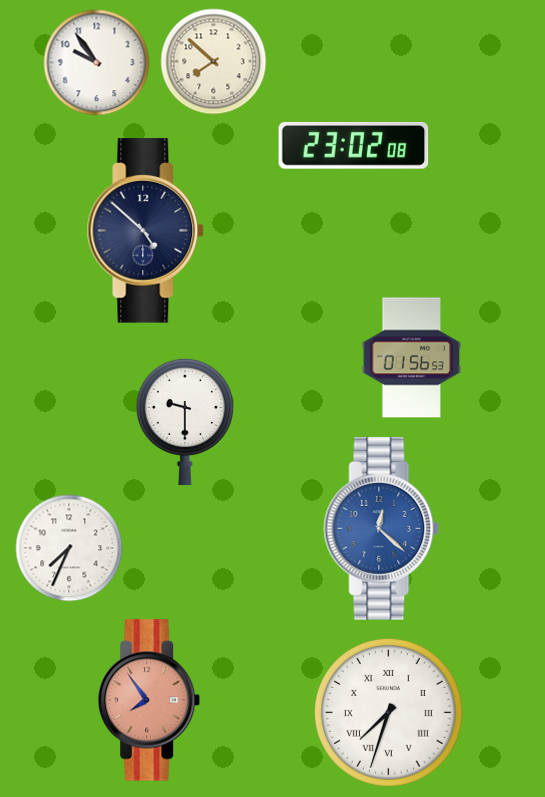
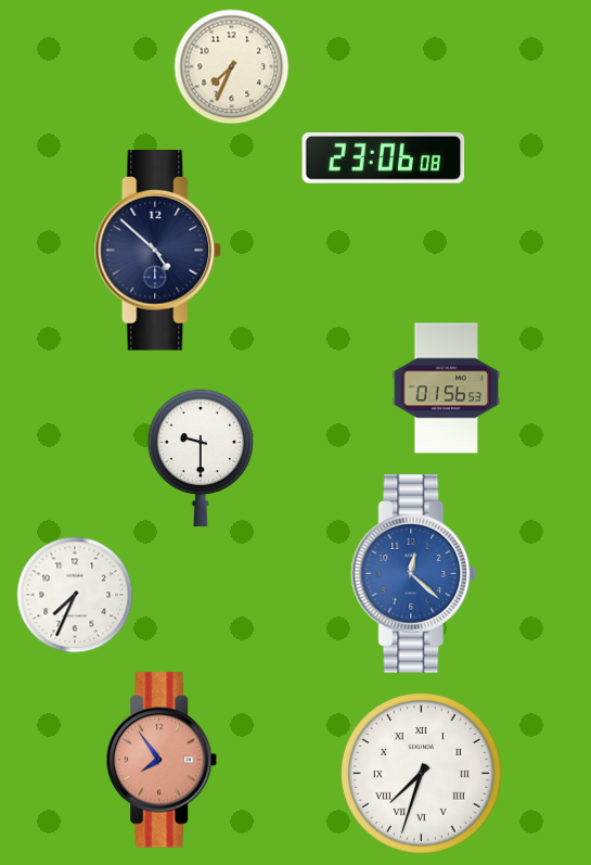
clock at (214, 62): 7:52 -> 7:34
clock at (97, 63): 9:54 -> none
clock at (354, 146): 23:02 -> 23:06
